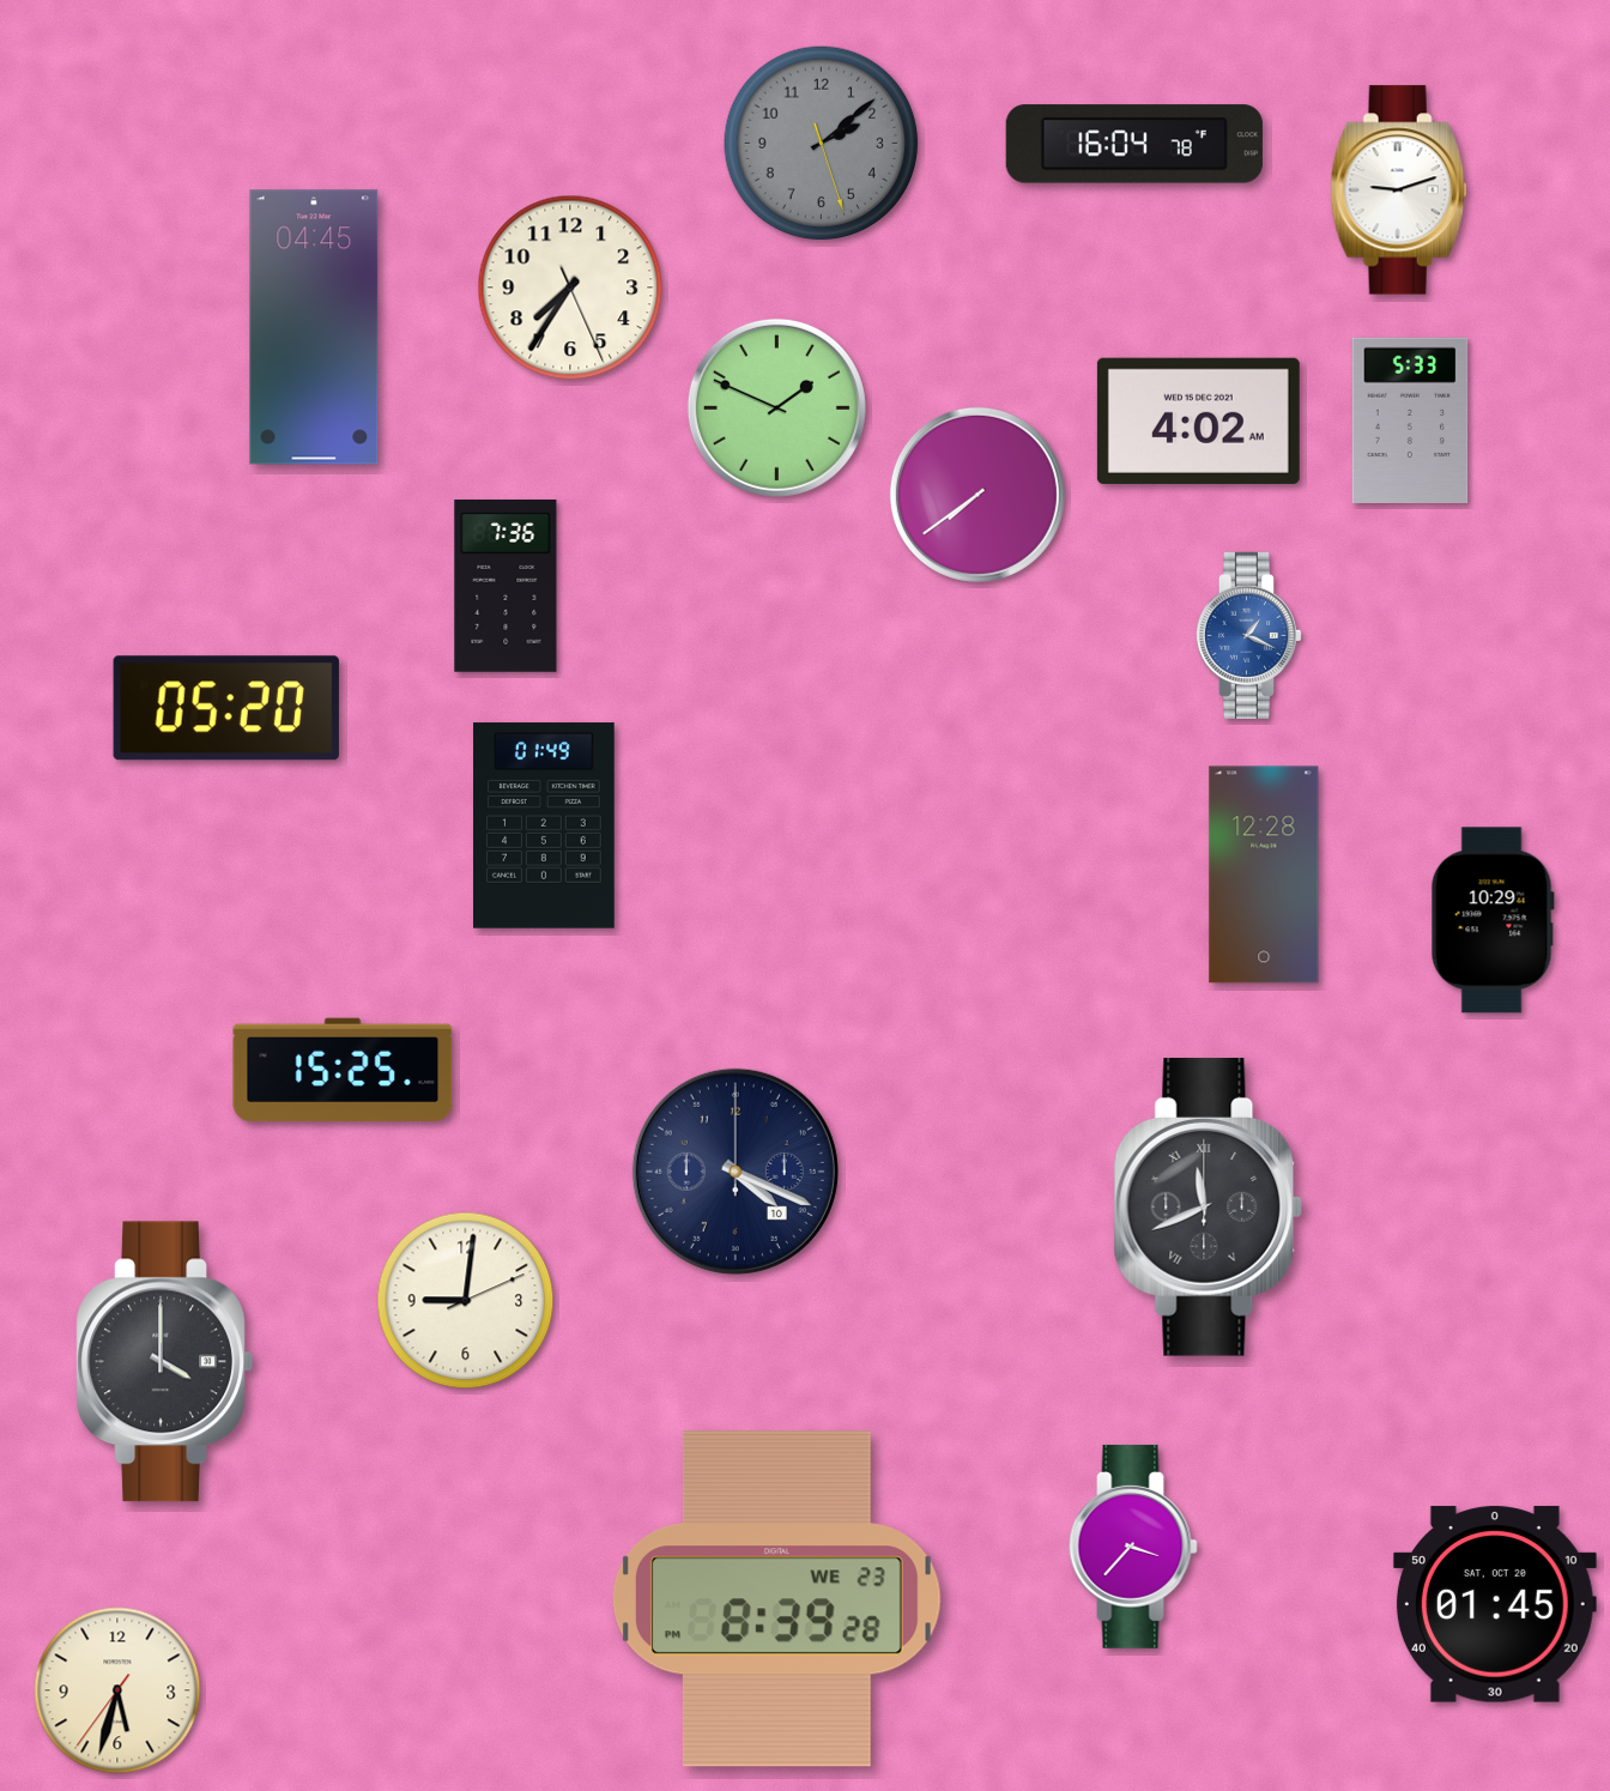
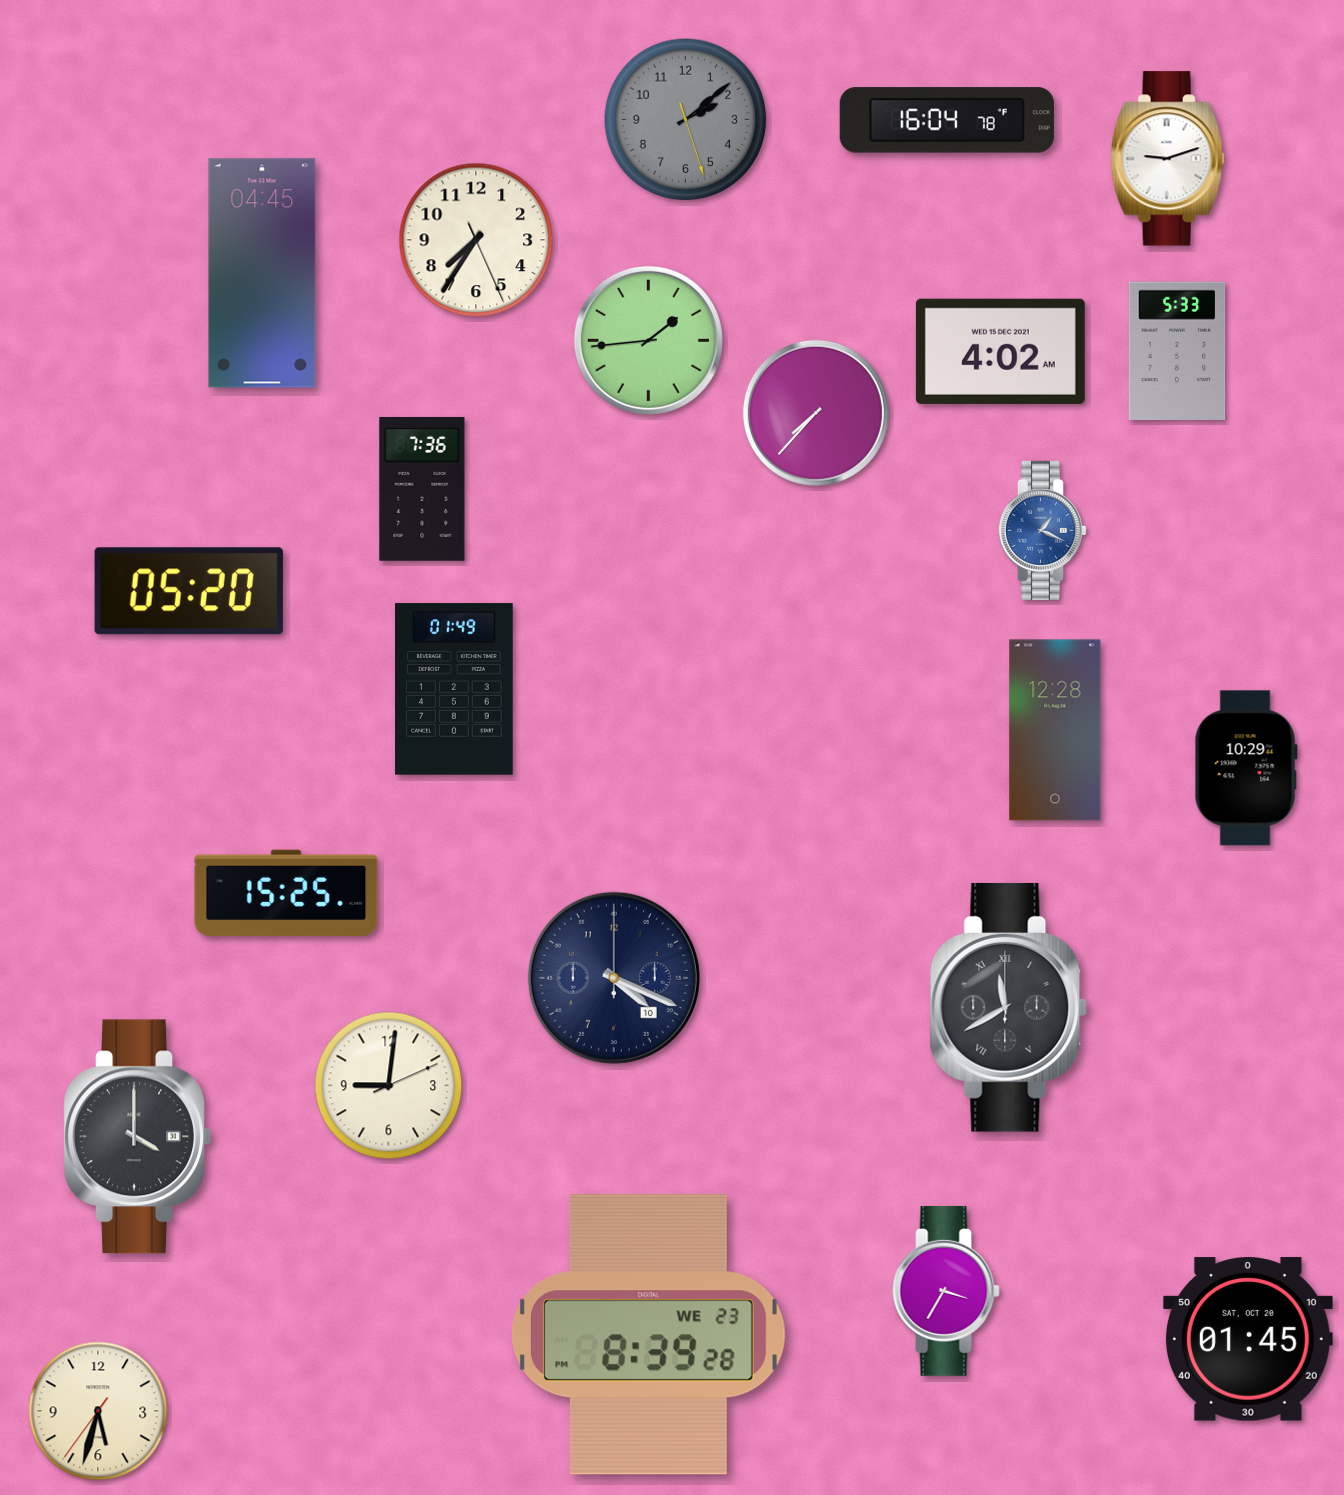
clock at (776, 407): 1:49 -> 1:44
clock at (978, 495): 7:39 -> 7:37
clock at (1209, 1206): 11:41 -> 11:40
clock at (1133, 1547): 3:37 -> 3:35
